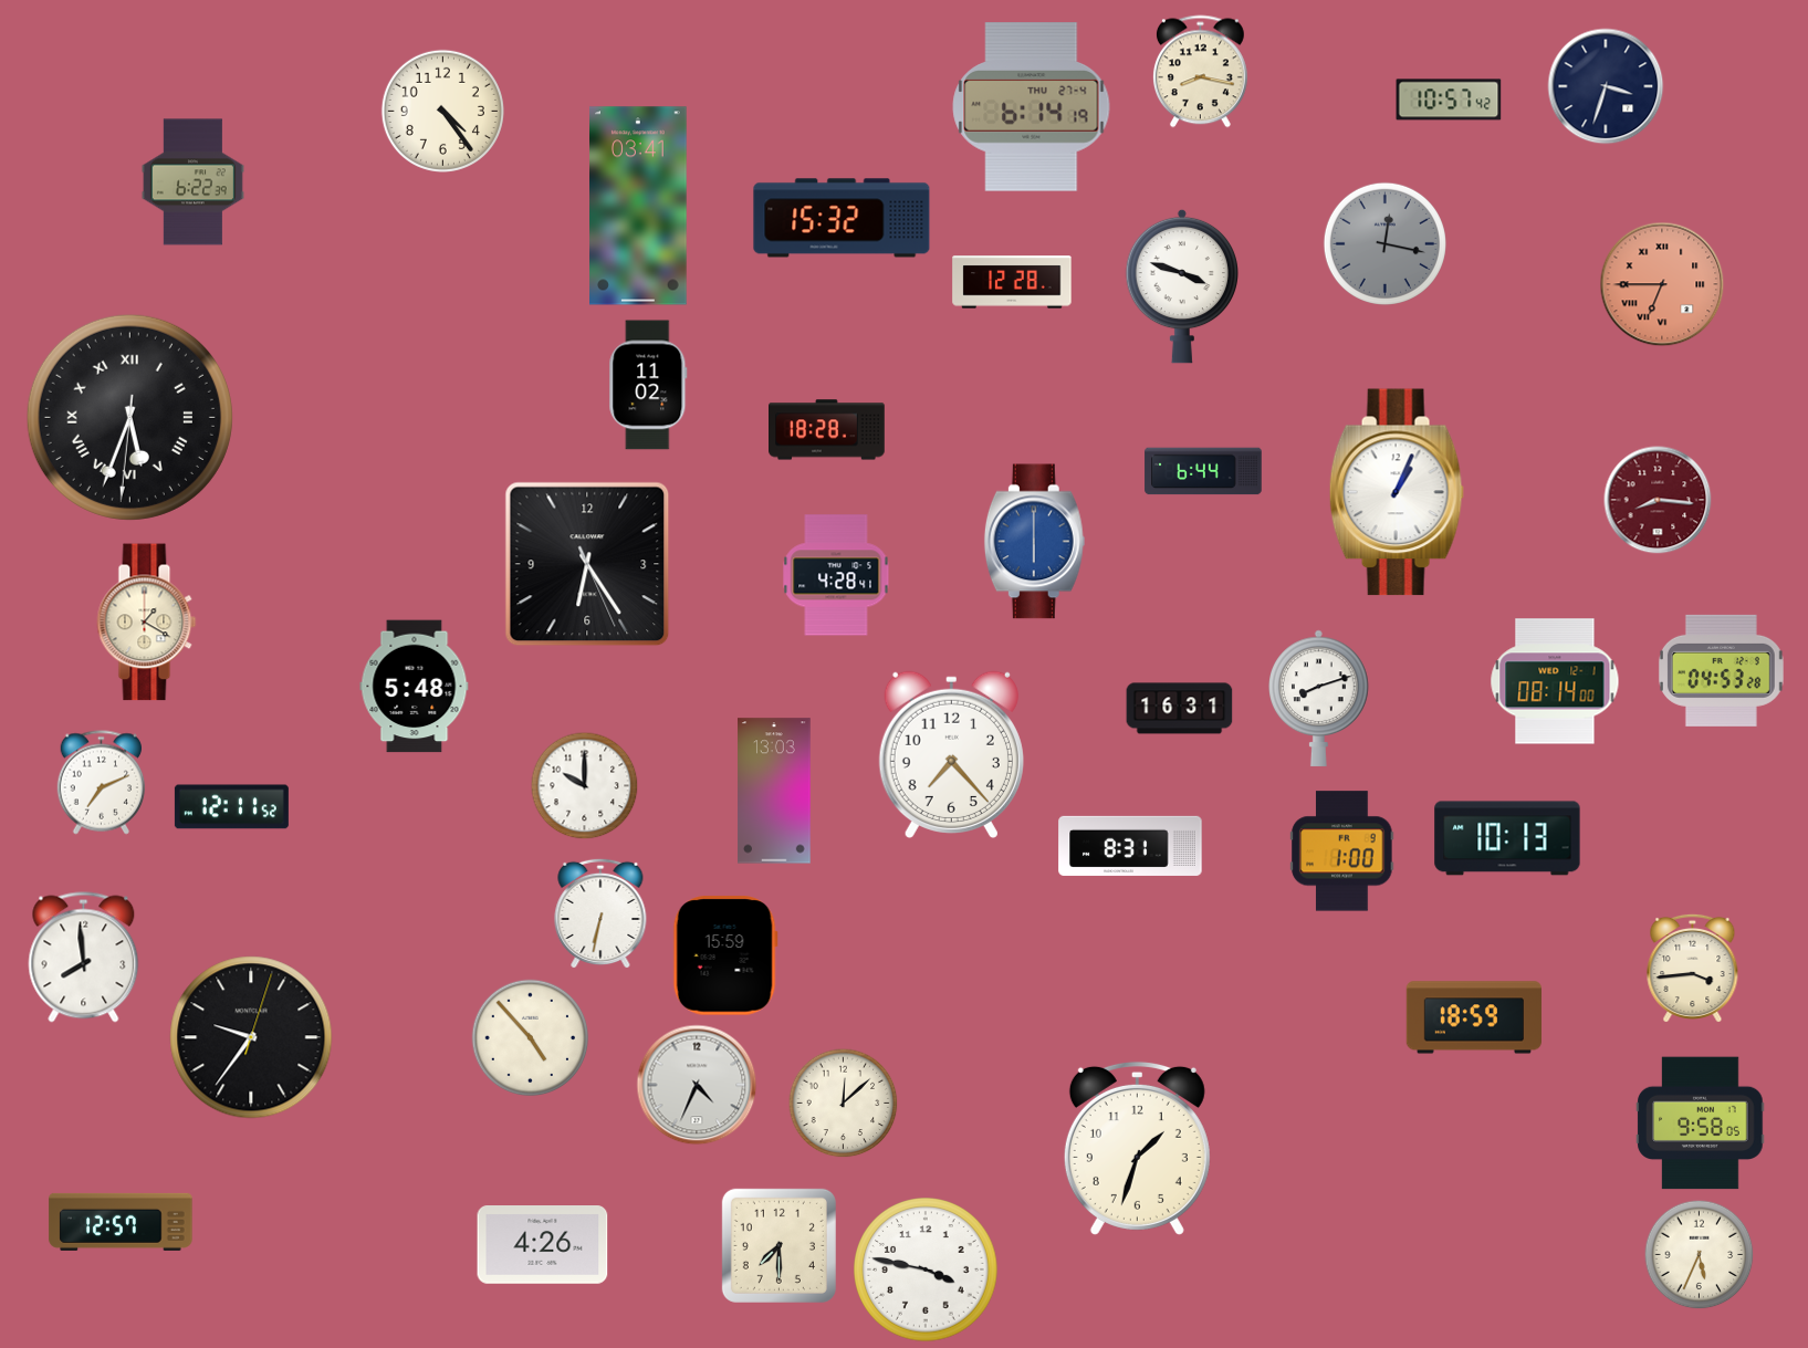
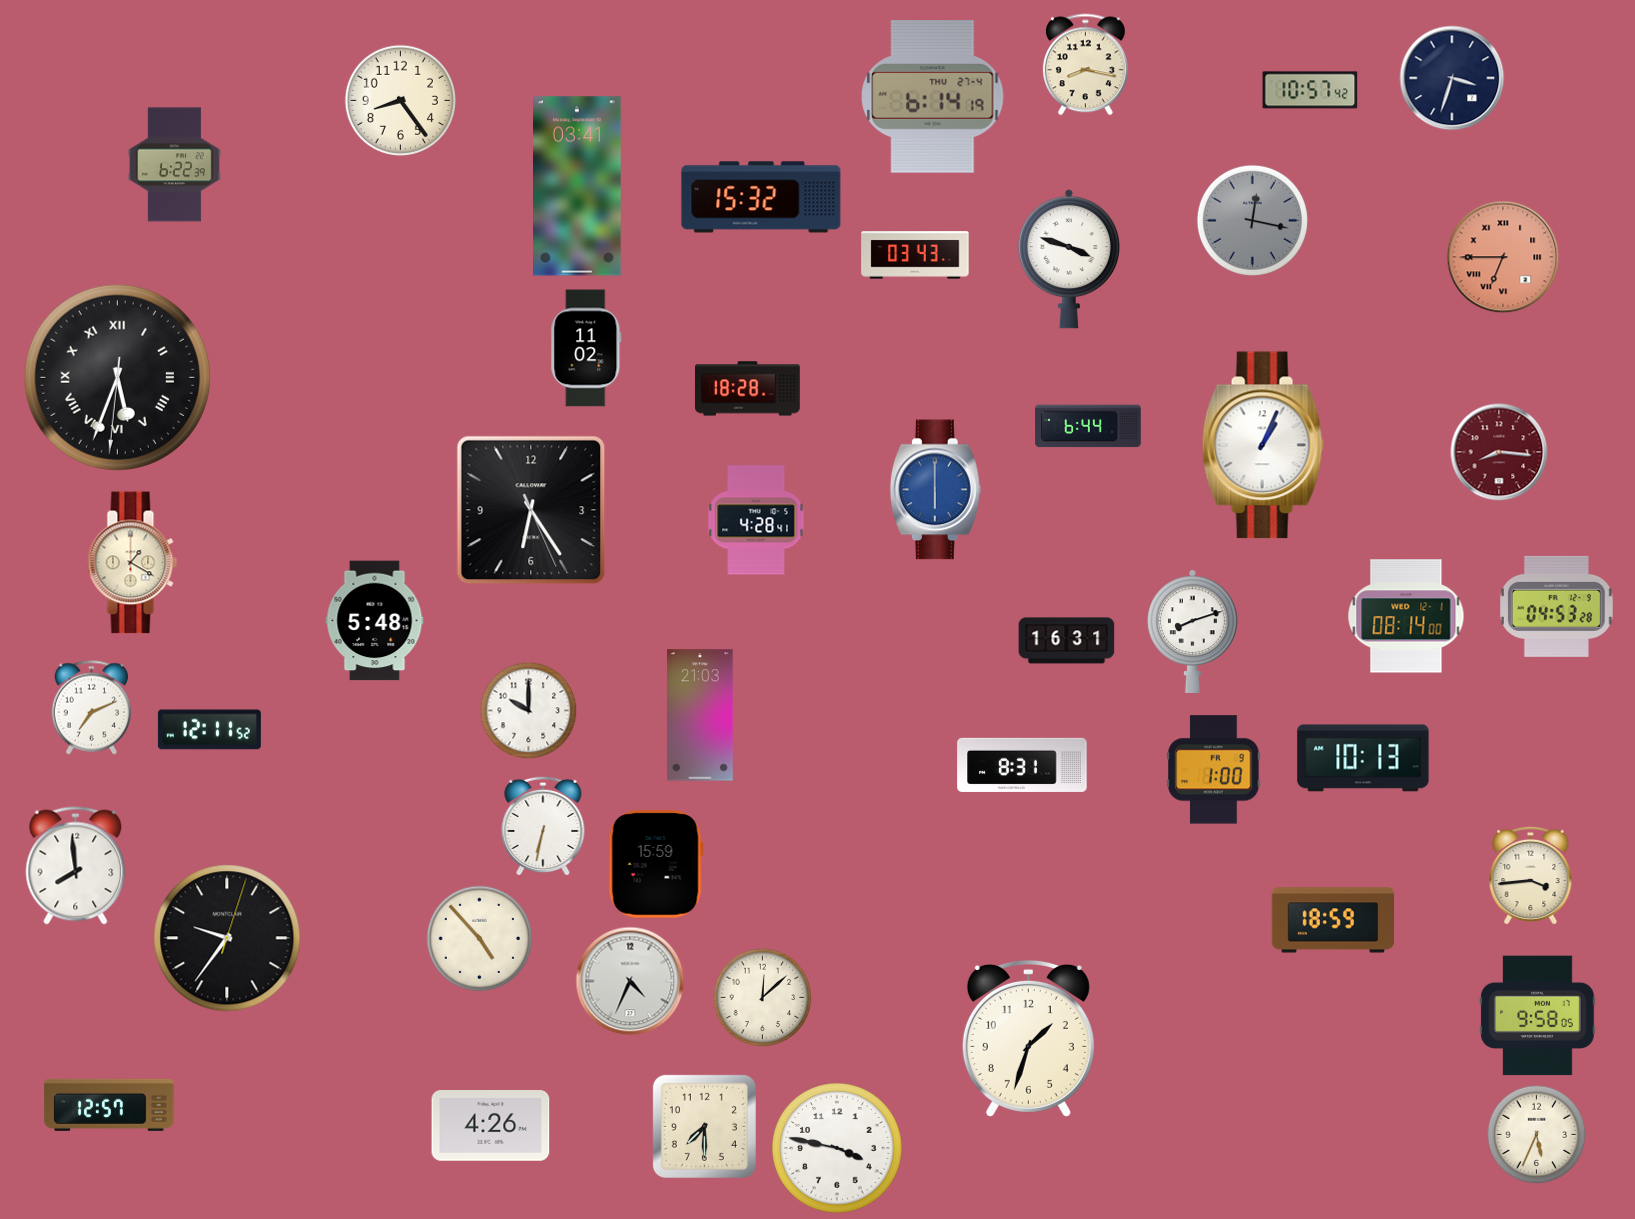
clock at (442, 111): 4:24 -> 8:24
clock at (1012, 282): 12:28 -> 03:43
clock at (951, 754): 7:23 -> none
clock at (774, 791): 13:03 -> 21:03
